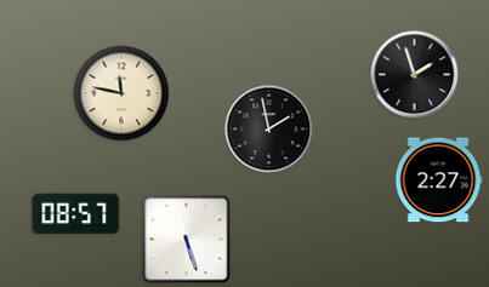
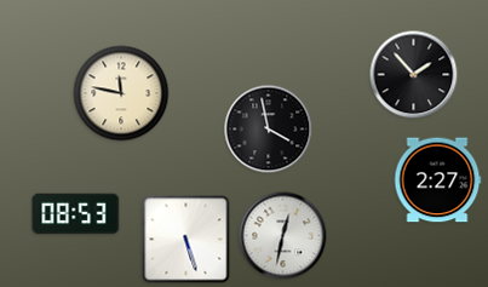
clock at (415, 75): 1:57 -> 1:53
clock at (269, 130): 1:58 -> 3:58
clock at (76, 214): 08:57 -> 08:53
clock at (283, 236): none -> 12:32
